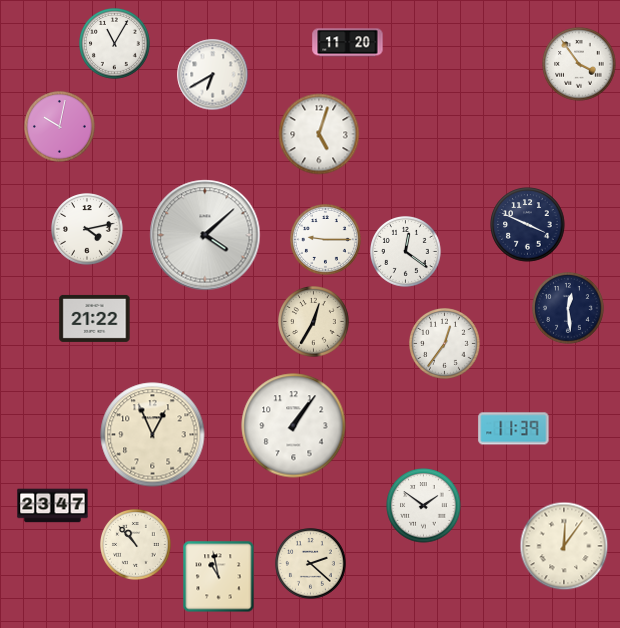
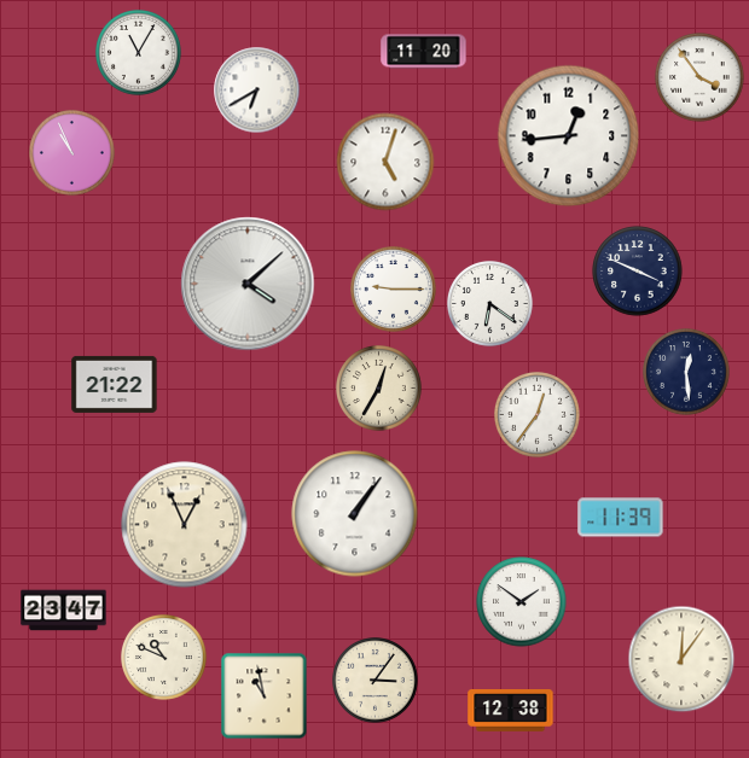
clock at (348, 43) position: (348, 43) -> (424, 52)
clock at (569, 136): none -> 12:44
clock at (60, 127): 10:02 -> 10:56
clock at (87, 229): 4:13 -> none
clock at (406, 252): 12:21 -> 6:21
clock at (424, 506) position: (424, 506) -> (522, 602)
clock at (136, 545): 10:53 -> 10:49
clock at (311, 564): 2:22 -> 3:06
clock at (511, 711): none -> 12:38
